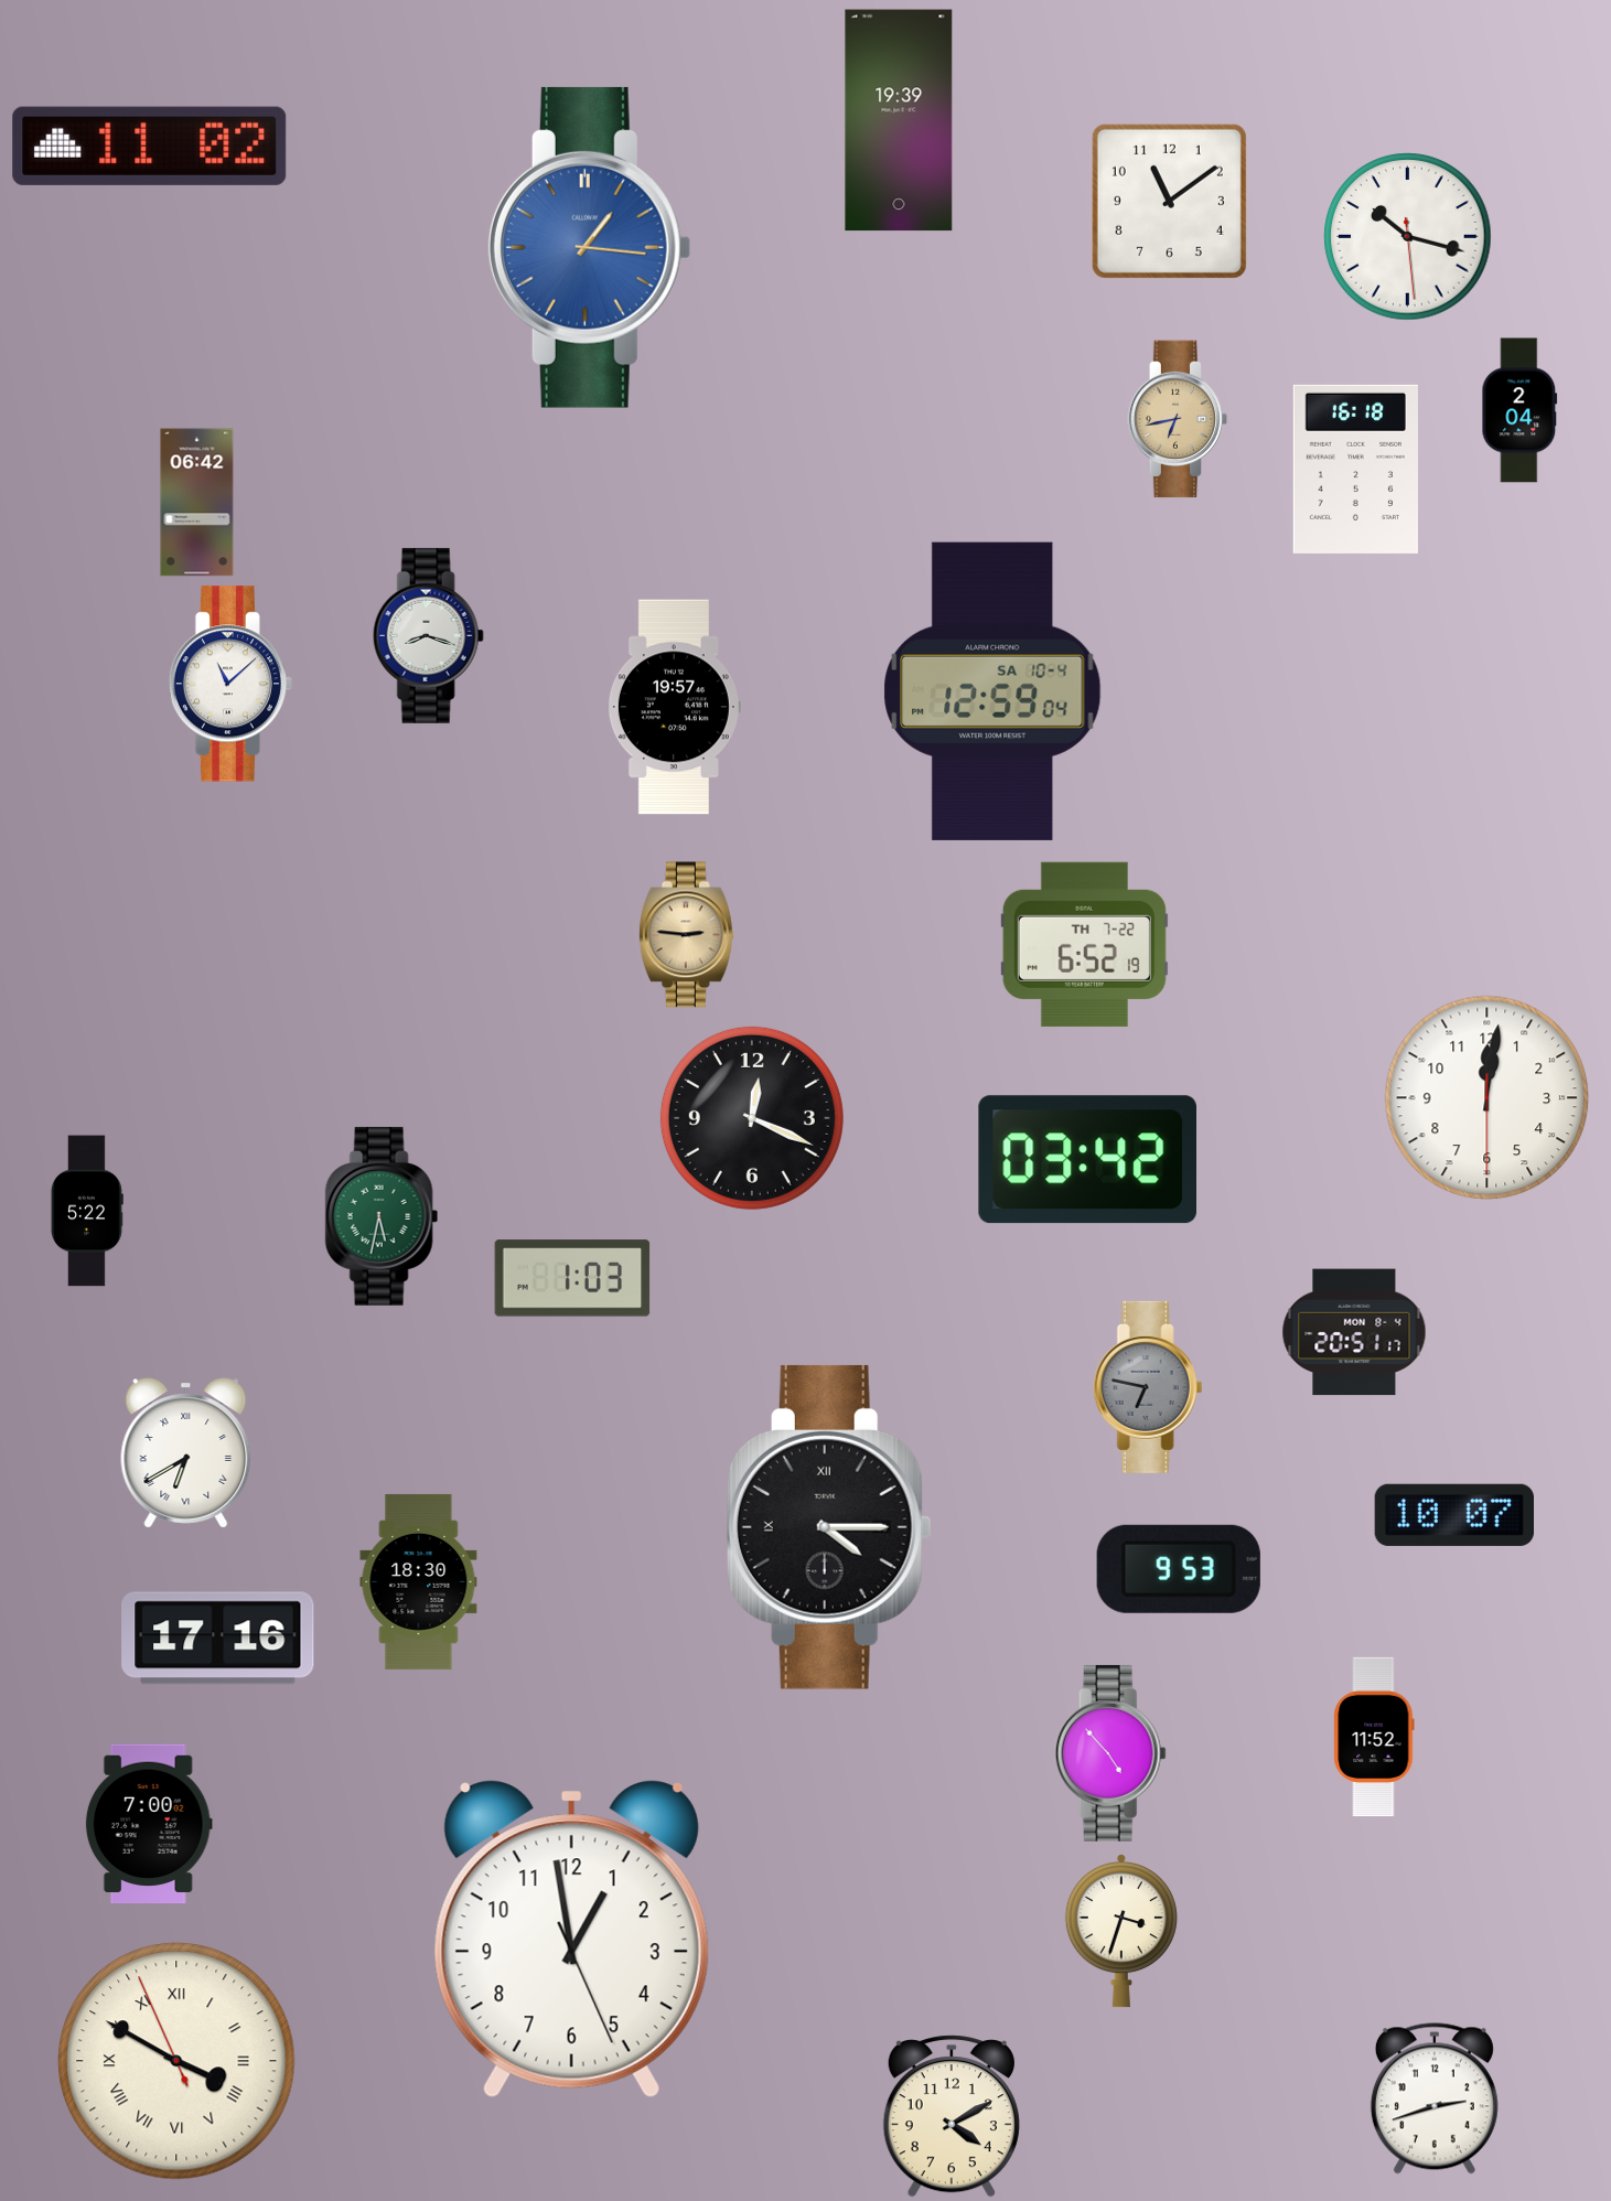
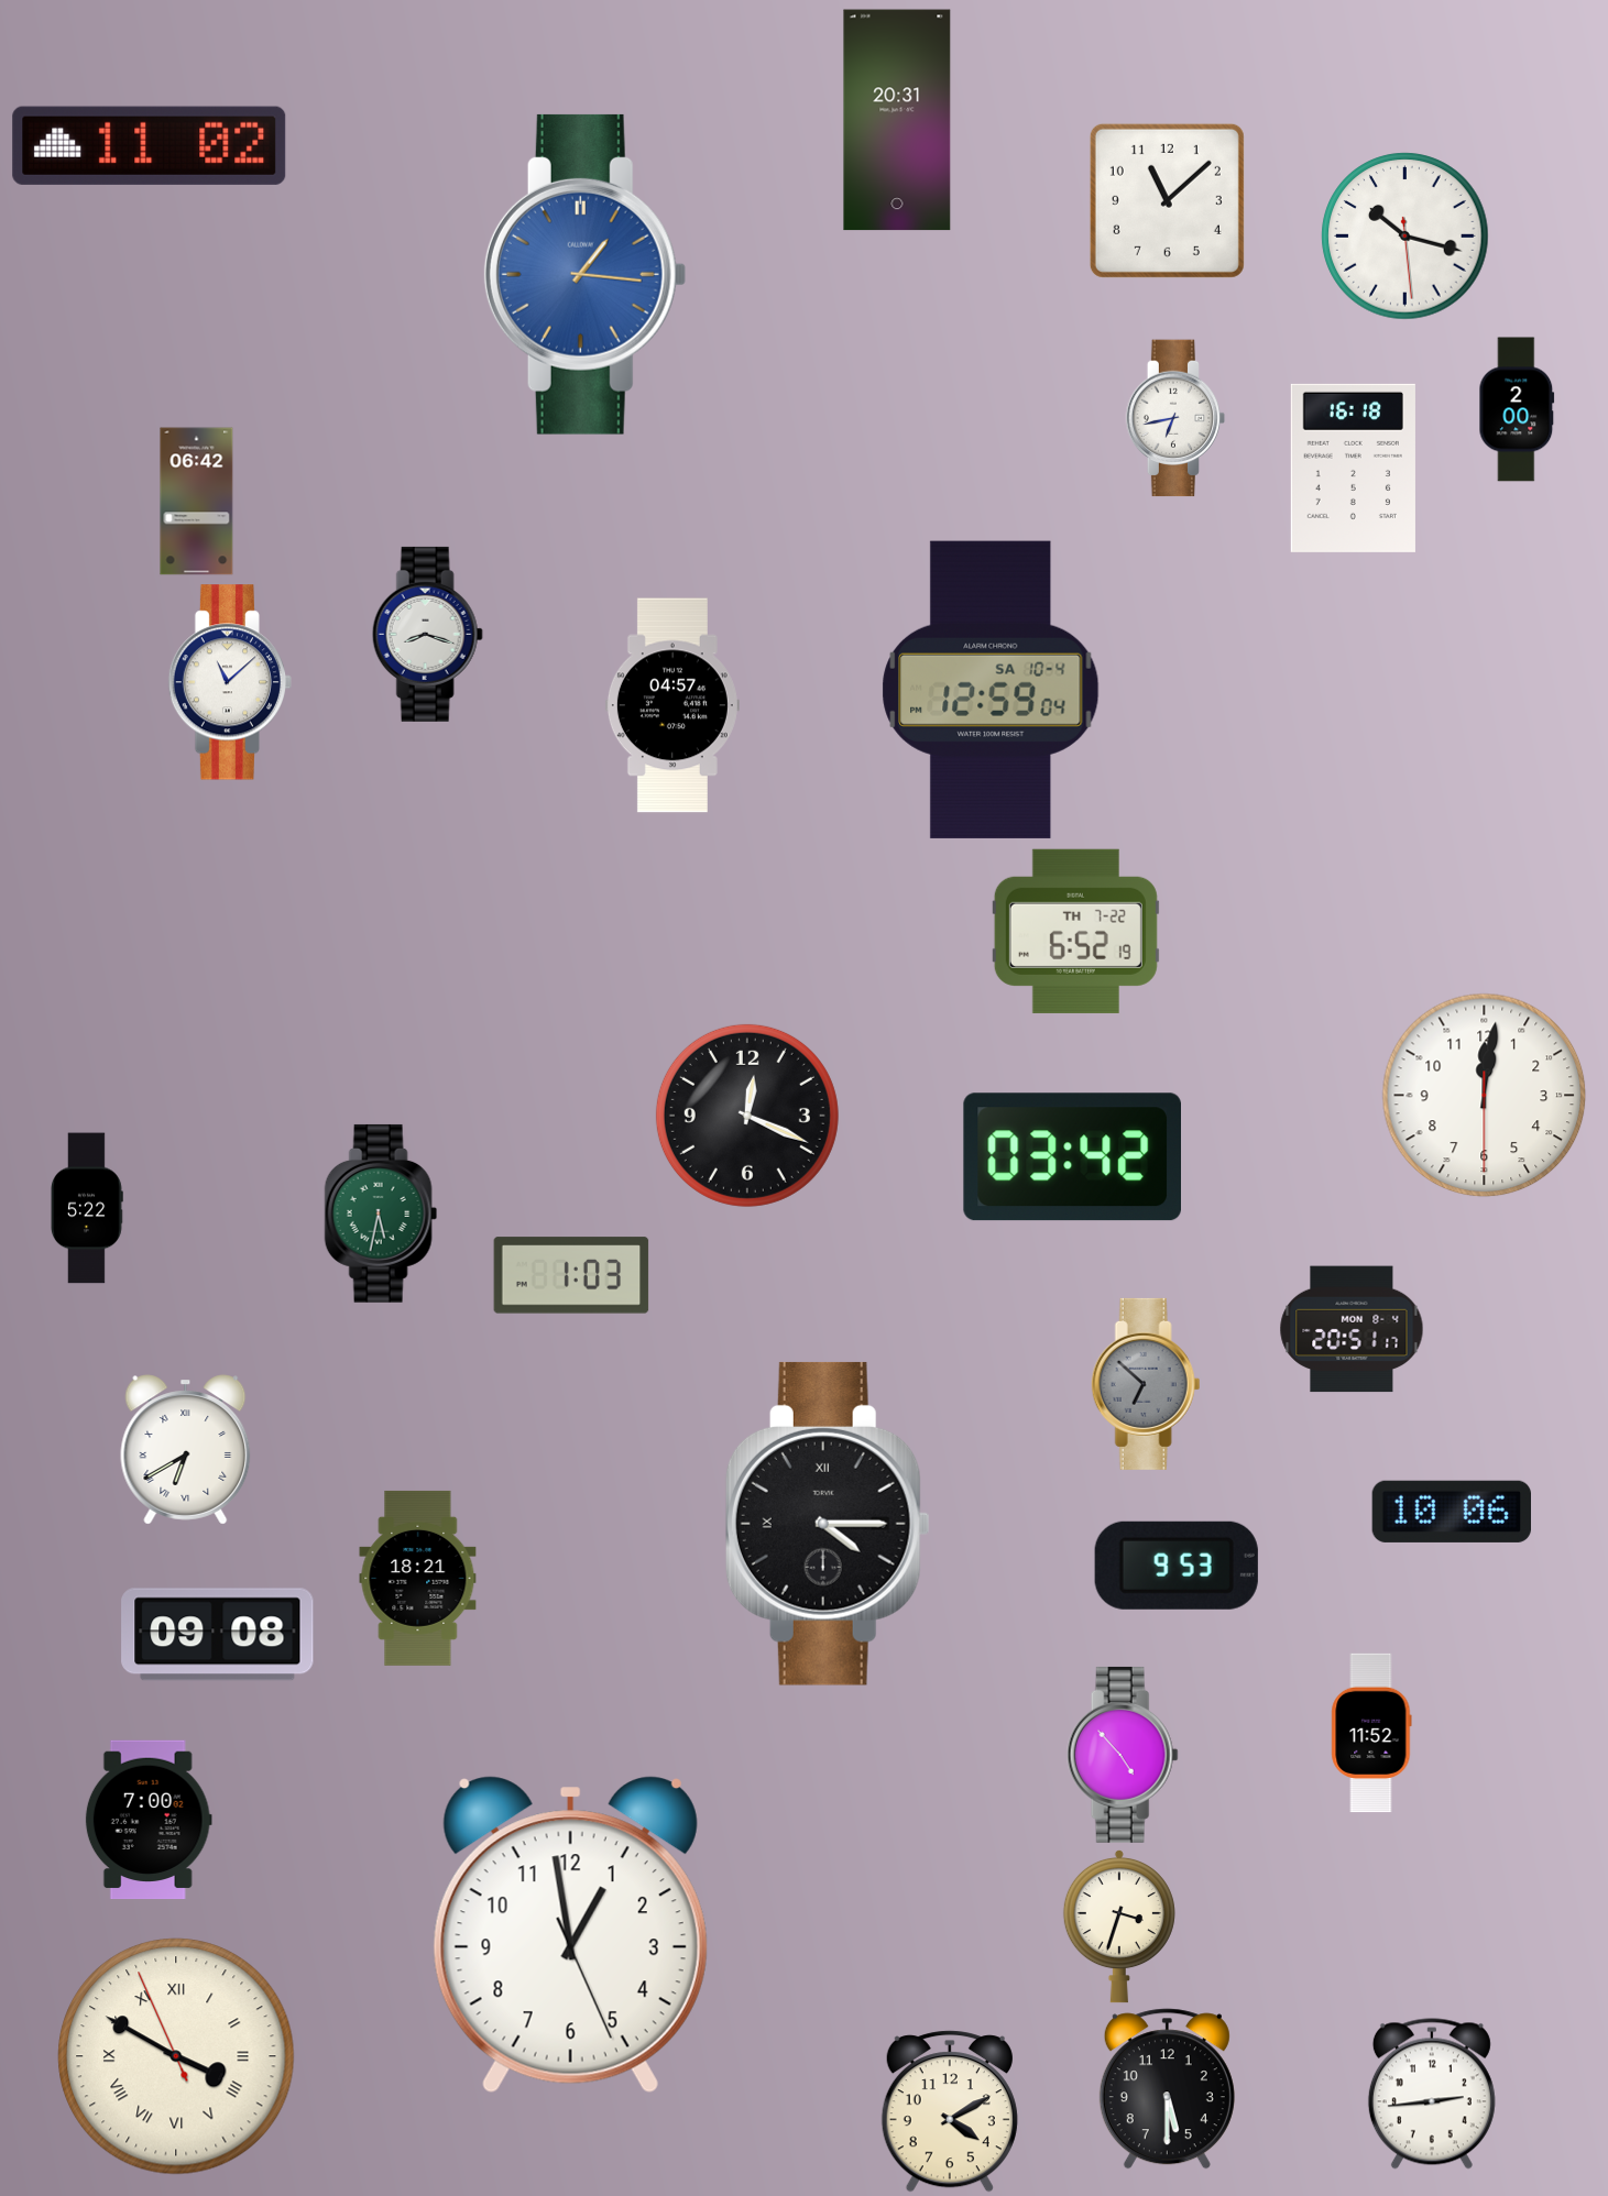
clock at (899, 120): 19:39 -> 20:31
clock at (1169, 201): 11:09 -> 11:08
clock at (589, 247) position: (589, 247) -> (584, 274)
clock at (1519, 410): 2:04 -> 2:00
clock at (1178, 419) dial: champagne -> white
clock at (674, 707): 19:57 -> 04:57
clock at (686, 935): 2:46 -> none
clock at (1084, 944) position: (1084, 944) -> (1075, 931)
clock at (752, 1118) position: (752, 1118) -> (747, 1116)
clock at (1087, 1160) position: (1087, 1160) -> (1072, 1157)
clock at (1148, 1387): 6:47 -> 6:52
clock at (1453, 1515): 10:07 -> 10:06
clock at (419, 1581): 18:30 -> 18:21
clock at (218, 1639): 17:16 -> 09:08
clock at (1110, 1753) position: (1110, 1753) -> (1123, 1755)
clock at (1167, 2089): none -> 5:30
clock at (1435, 2098): 2:42 -> 2:44
